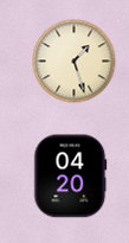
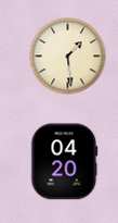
clock at (75, 62): 1:27 -> 1:29
